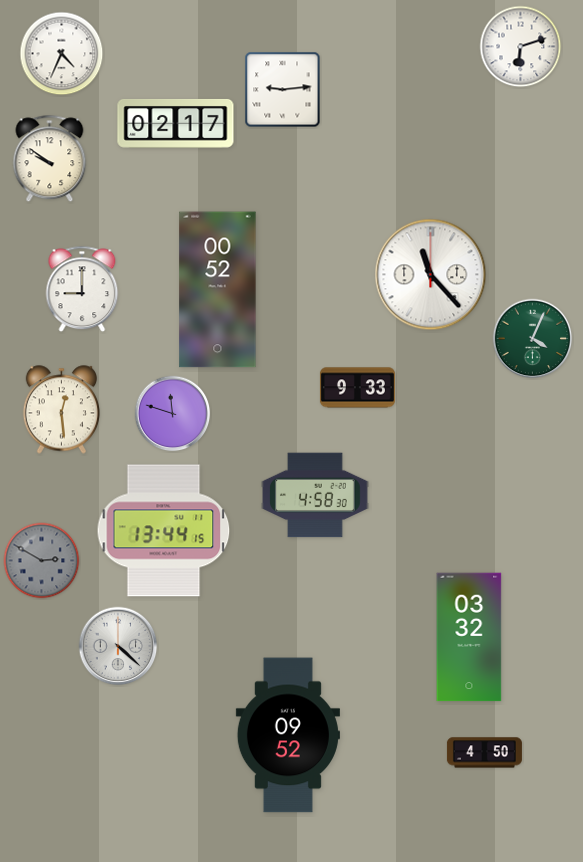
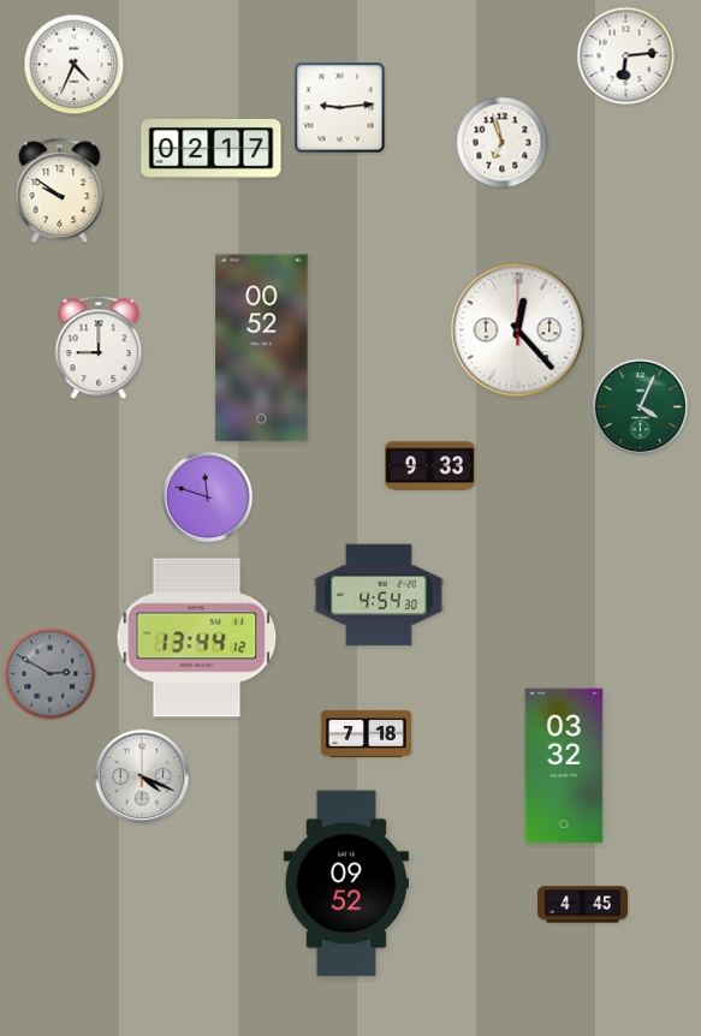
clock at (521, 47): 6:12 -> 6:14
clock at (503, 143): none -> 6:57
clock at (431, 275): 11:23 -> 12:23
clock at (61, 410): 12:29 -> none
clock at (315, 495): 4:58 -> 4:54
clock at (164, 531): 13:44:15 -> 13:44:12
clock at (366, 733): none -> 7:18
clock at (118, 646): 4:22 -> 4:19
clock at (484, 753): 4:50 -> 4:45
